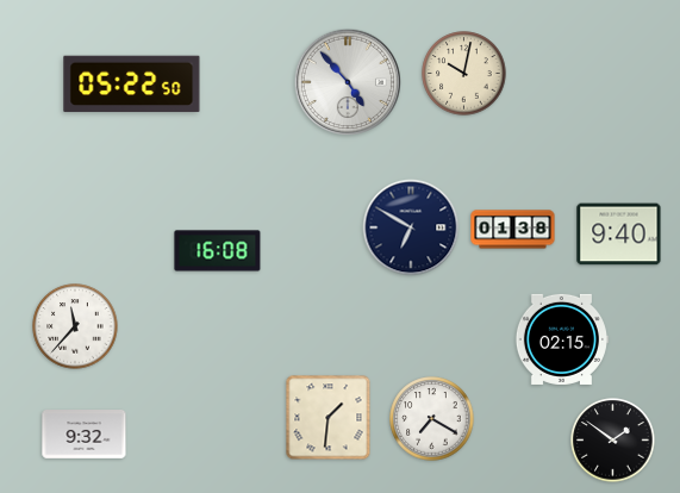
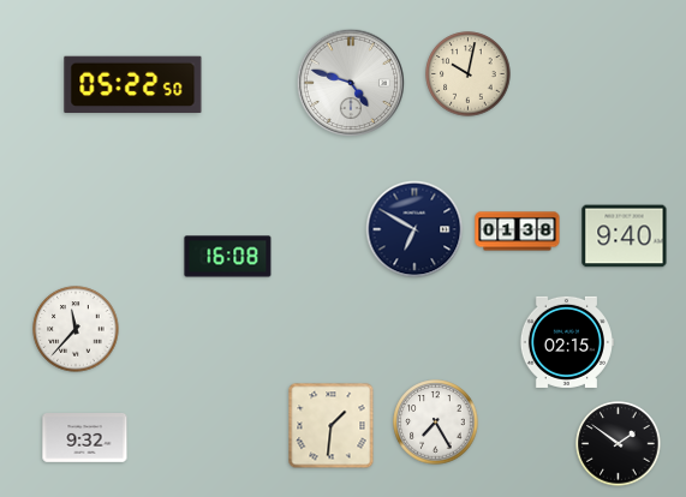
clock at (347, 81): 4:53 -> 4:48
clock at (218, 251) position: (218, 251) -> (228, 257)
clock at (329, 418) position: (329, 418) -> (332, 426)
clock at (432, 419): 7:20 -> 7:25
